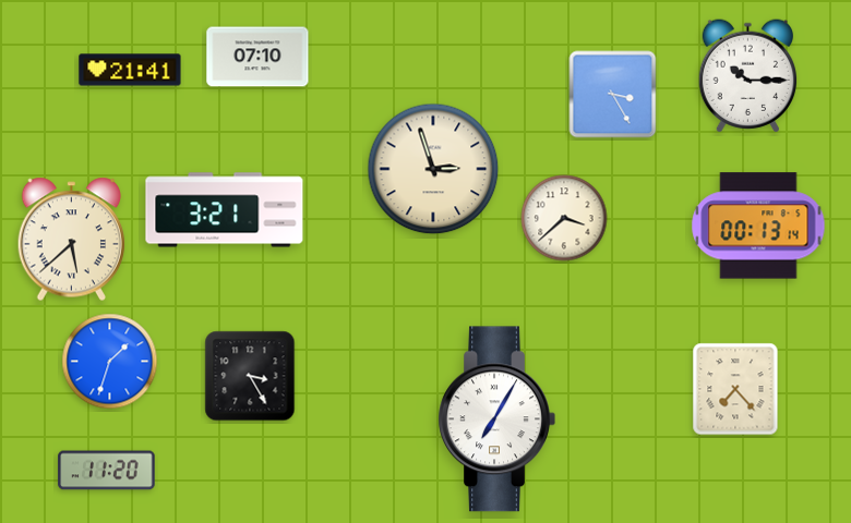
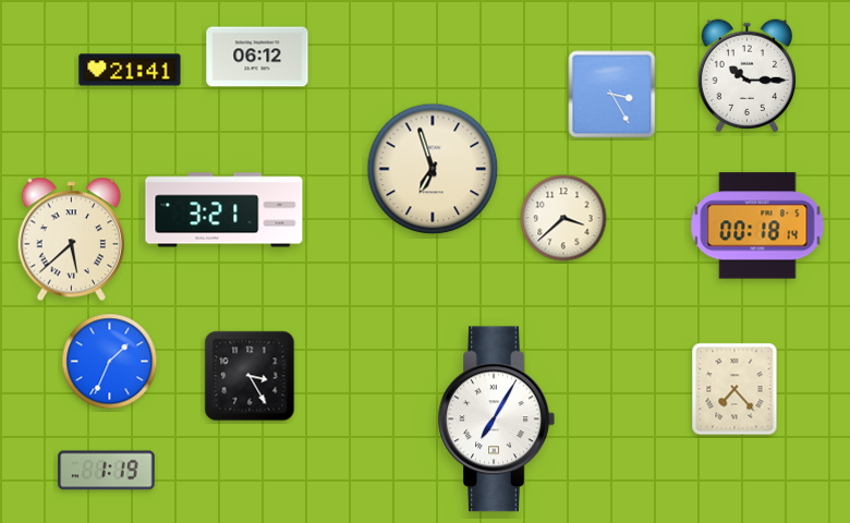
clock at (257, 57): 07:10 -> 06:12
clock at (433, 169): 2:57 -> 6:57
clock at (758, 226): 00:13 -> 00:18
clock at (110, 362): 1:33 -> 1:34
clock at (107, 471): 11:20 -> 1:19
